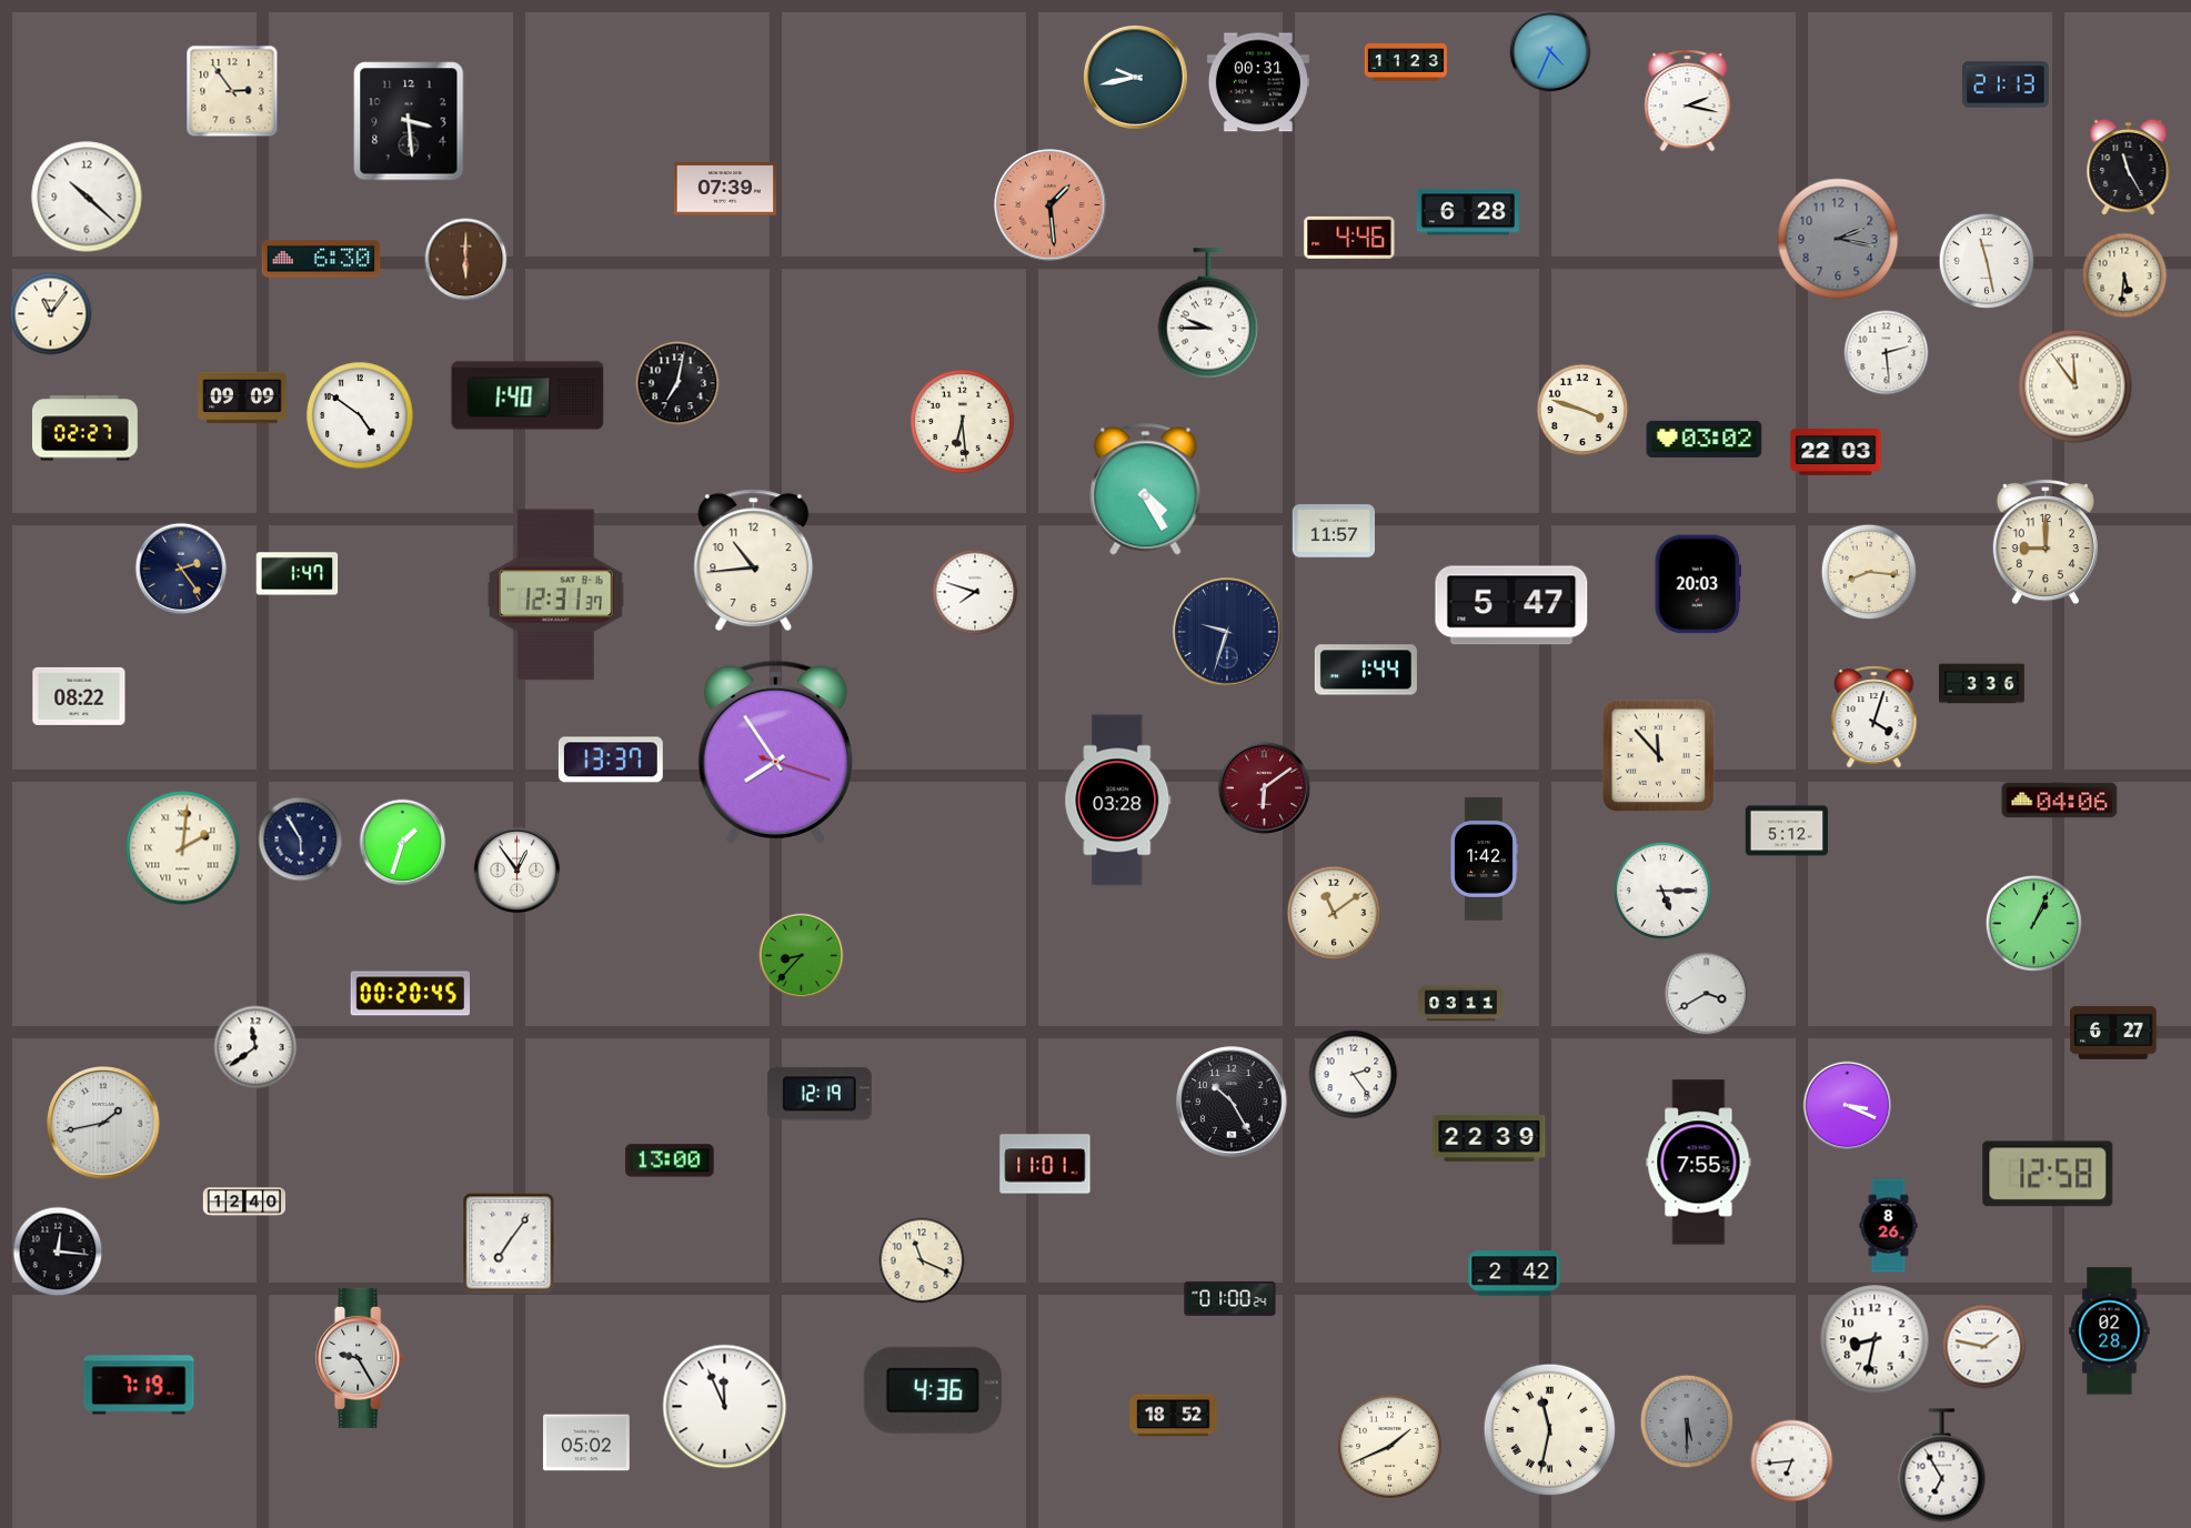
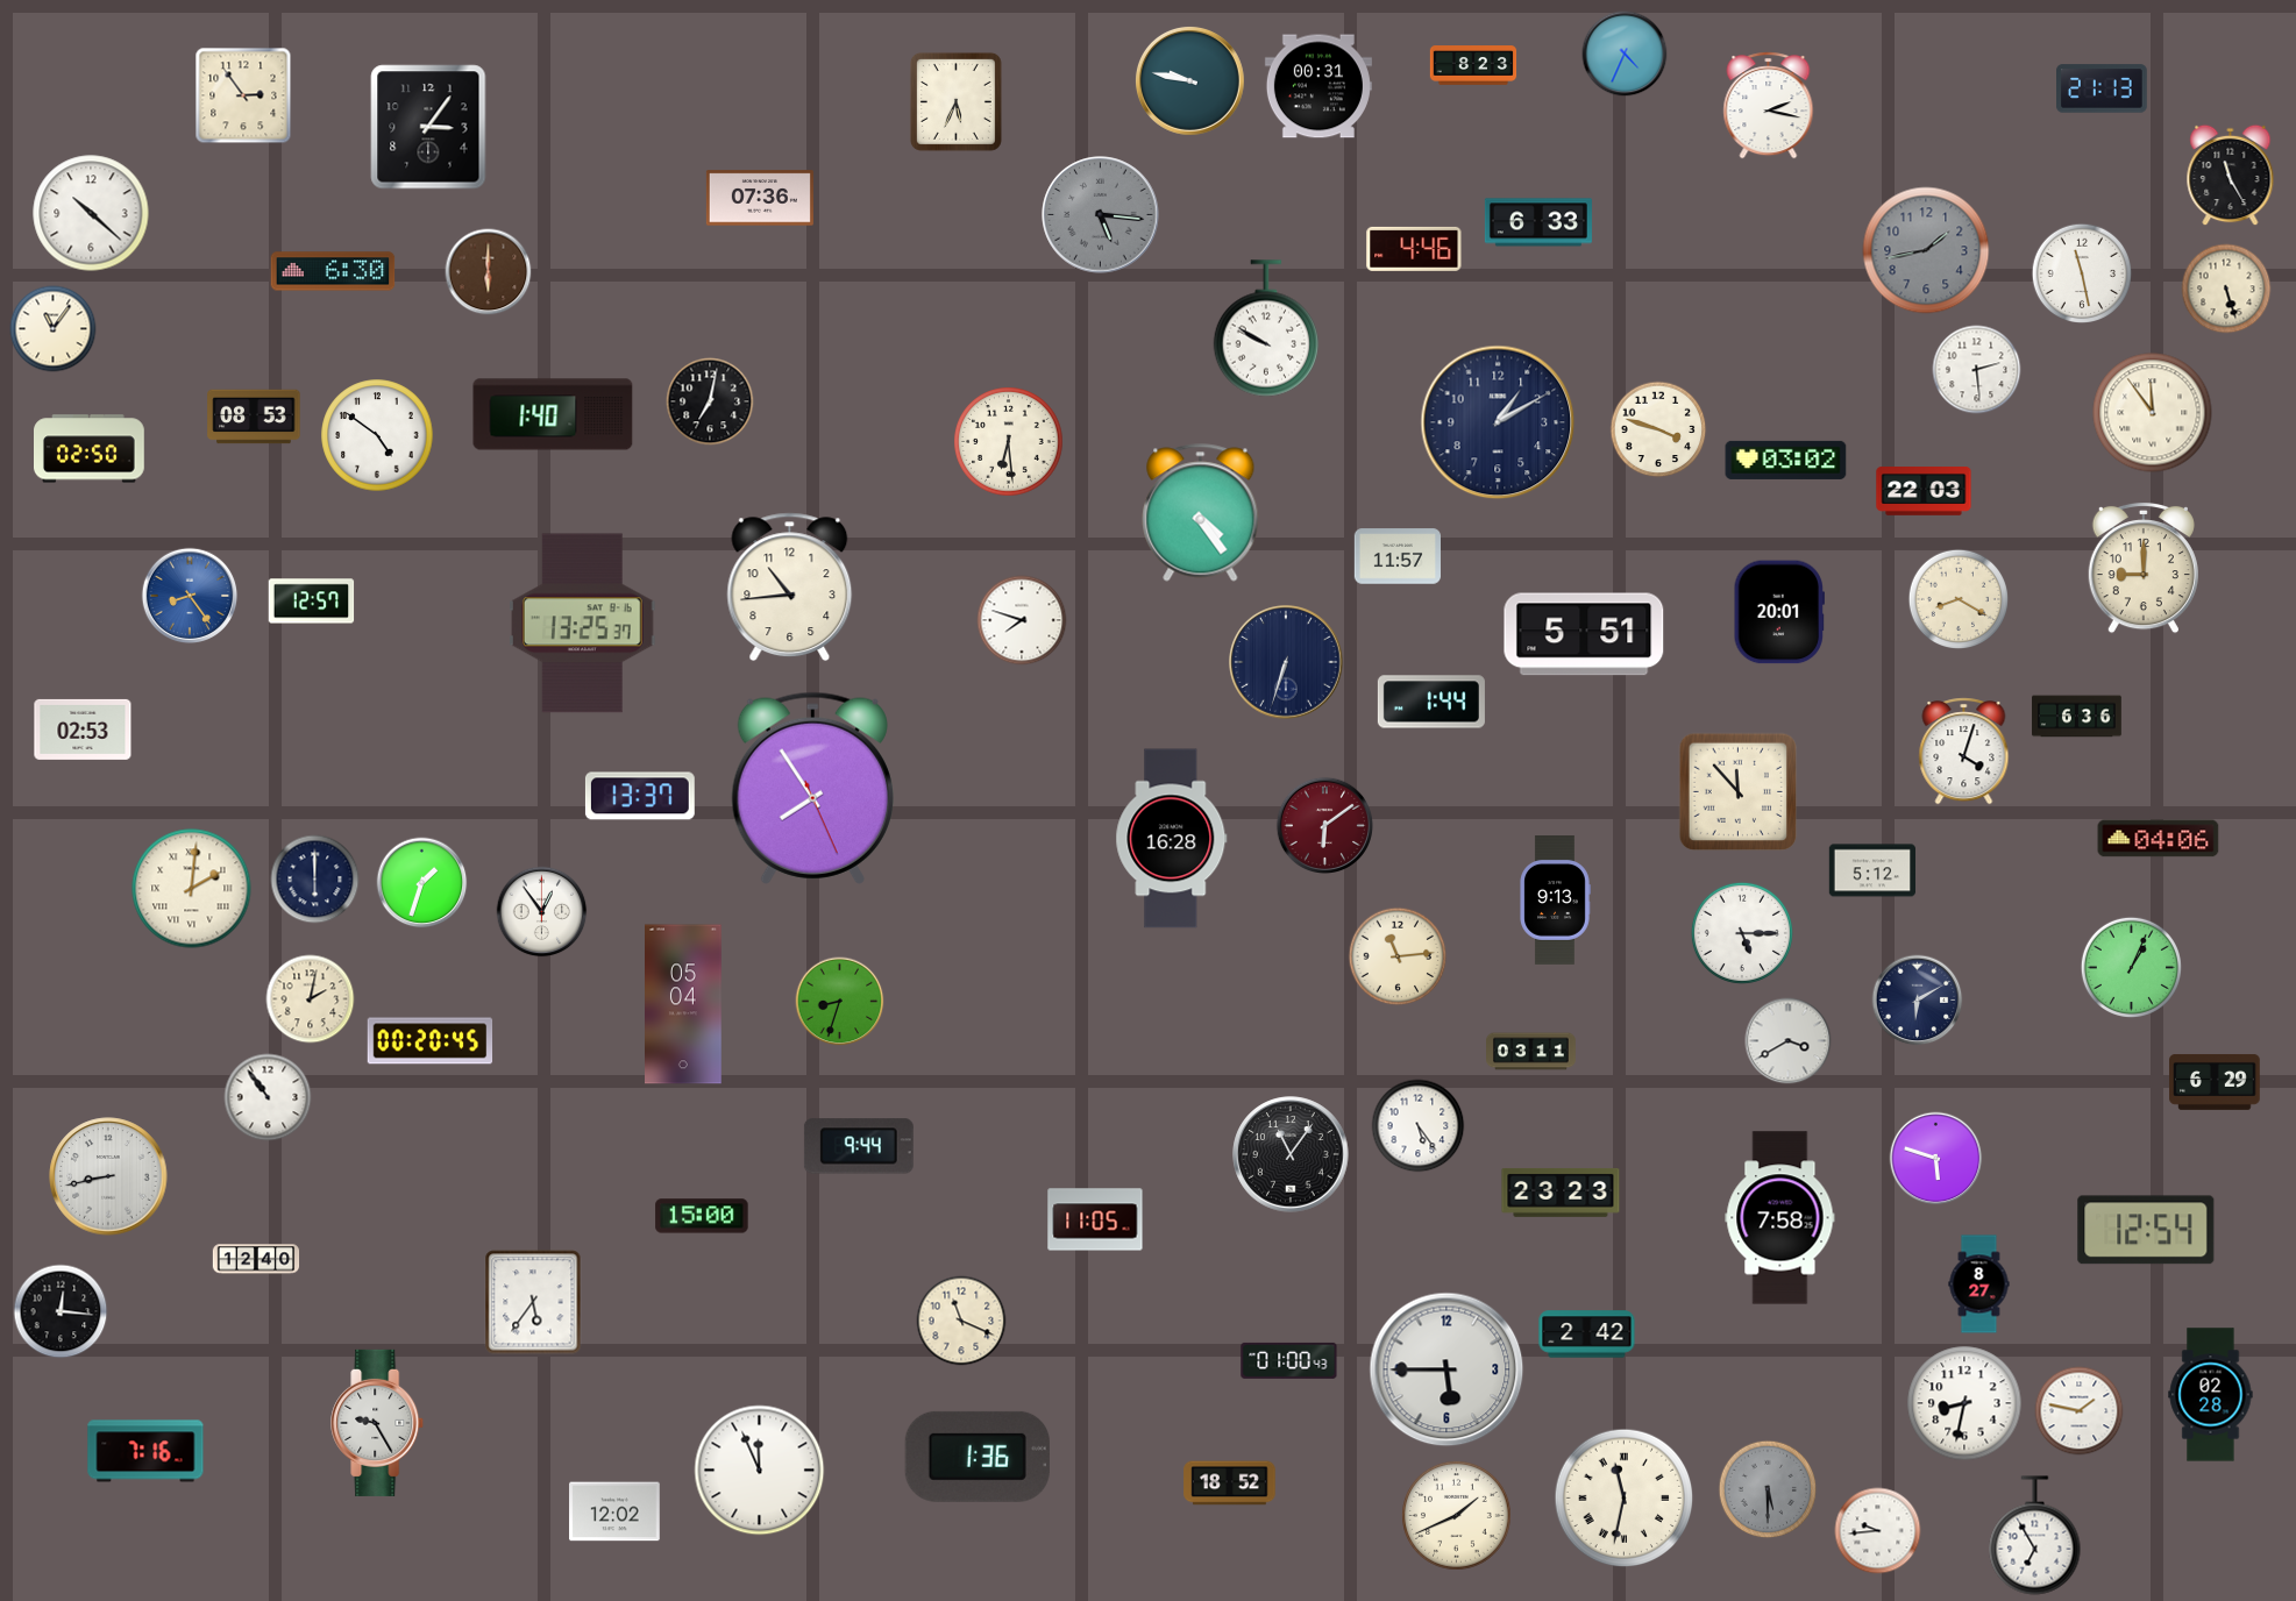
clock at (1406, 62): 11:23 -> 8:23
clock at (1135, 77): 9:43 -> 9:47
clock at (955, 101): none -> 5:34
clock at (409, 121): 3:29 -> 3:06
clock at (725, 189): 07:39 -> 07:36
clock at (87, 197) position: (87, 197) -> (91, 213)
clock at (1051, 205): 1:29 -> 5:16
clock at (1051, 205) dial: salmon -> grey
clock at (1468, 212): 6:28 -> 6:33
clock at (1838, 239): 2:17 -> 1:43
clock at (321, 259) position: (321, 259) -> (333, 271)
clock at (2124, 275): 5:31 -> 5:27
clock at (1208, 313): 9:45 -> 9:50
clock at (2076, 386) position: (2076, 386) -> (2153, 413)
clock at (242, 398): 09:09 -> 08:53
clock at (1498, 422): none -> 1:10
clock at (86, 429): 02:27 -> 02:50
clock at (1836, 453) position: (1836, 453) -> (1924, 492)
clock at (1146, 490): 4:25 -> 4:24
clock at (181, 569): 2:24 -> 8:24
clock at (181, 569) dial: navy -> blue
clock at (1868, 571): 8:16 -> 8:20
clock at (298, 574): 1:47 -> 12:57
clock at (1697, 584): 20:03 -> 20:01
clock at (556, 595): 12:31 -> 13:25
clock at (1511, 605): 5:47 -> 5:51
clock at (1227, 632): 9:33 -> 6:33
clock at (1982, 684): 3:36 -> 6:36
clock at (79, 696): 08:22 -> 02:53
clock at (775, 752): 7:54:18 -> 7:54:26
clock at (1118, 801): 03:28 -> 16:28
clock at (301, 840): 5:55 -> 6:00
clock at (1484, 859): 1:42 -> 9:13
clock at (1334, 913): 11:09 -> 11:14
clock at (311, 999): none -> 2:02
clock at (1918, 1001): none -> 6:10
clock at (802, 956): 8:37 -> 8:33
clock at (683, 1004): none -> 05:04
clock at (2113, 1033): 6:27 -> 6:29
clock at (255, 1047): 11:39 -> 10:54
clock at (1354, 1075): 2:24 -> 5:24
clock at (820, 1094): 12:19 -> 9:44
clock at (1232, 1102): 10:25 -> 11:06
clock at (1848, 1106): 3:19 -> 5:48
clock at (103, 1123): 1:43 -> 8:43
clock at (1489, 1138): 22:39 -> 23:23
clock at (670, 1160): 13:00 -> 15:00
clock at (1699, 1163): 7:55 -> 7:58
clock at (1045, 1164): 11:01 -> 11:05
clock at (2048, 1174): 12:58 -> 12:54
clock at (1889, 1226): 8:26 -> 8:27
clock at (509, 1243): 7:06 -> 5:36
clock at (922, 1260) position: (922, 1260) -> (961, 1321)
clock at (1230, 1298): 01:00:24 -> 01:00:43
clock at (1446, 1369): none -> 5:45
clock at (139, 1385): 7:19 -> 7:16
clock at (933, 1390): 4:36 -> 1:36
clock at (725, 1407) position: (725, 1407) -> (760, 1471)
clock at (586, 1442): 05:02 -> 12:02
clock at (1792, 1461): 6:44 -> 9:44
